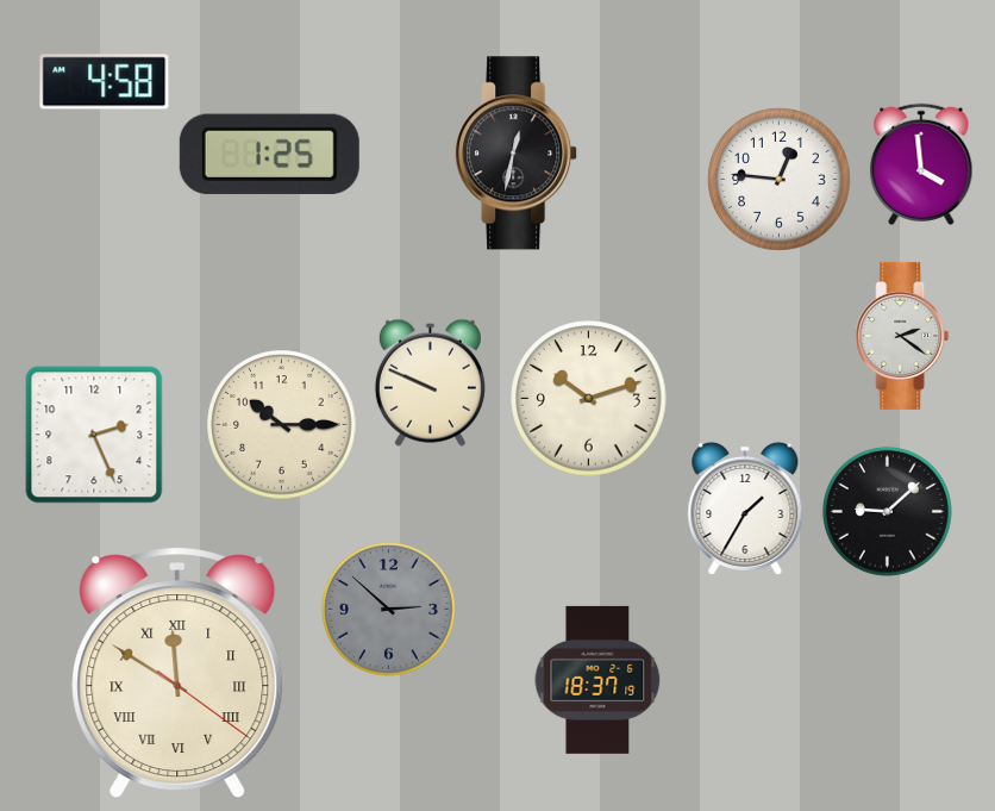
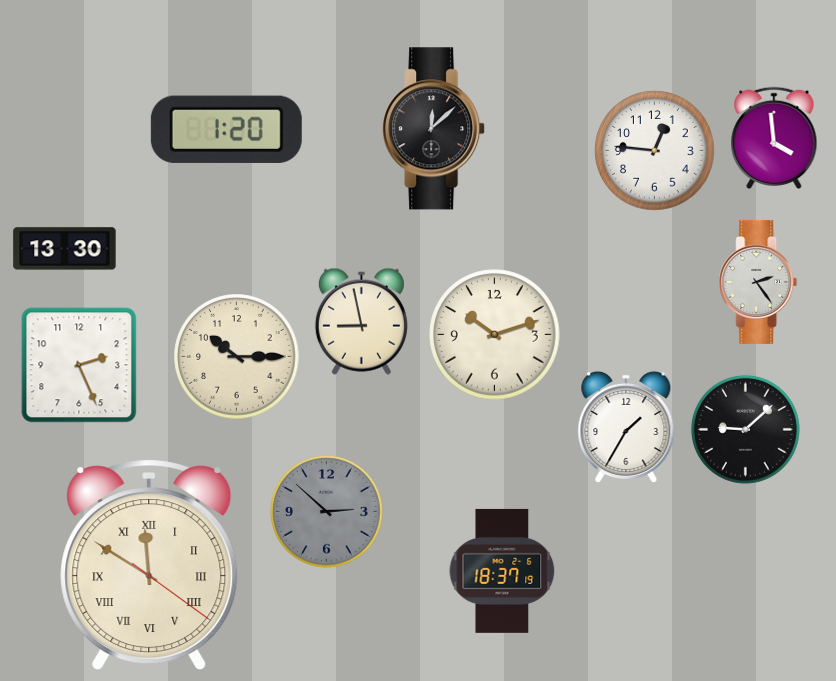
clock at (105, 82): 4:58 -> none
clock at (269, 154): 1:25 -> 1:20
clock at (517, 154): 12:32 -> 12:08
clock at (65, 249): none -> 13:30
clock at (902, 336): 2:21 -> 2:24
clock at (430, 382): 9:49 -> 8:58
